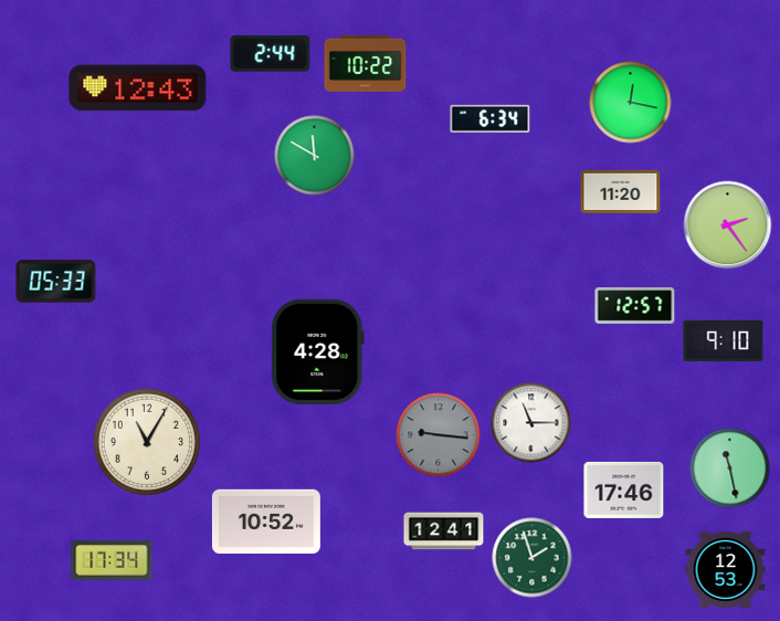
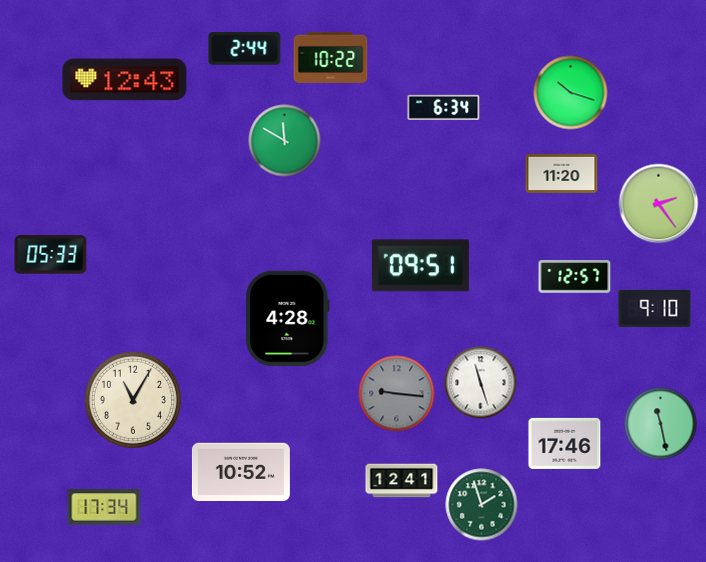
clock at (631, 103): 12:17 -> 10:18
clock at (420, 266): none -> 09:51
clock at (531, 423): 11:15 -> 11:27
clock at (112, 560) position: (112, 560) -> (104, 507)
clock at (726, 569): 12:53 -> none
